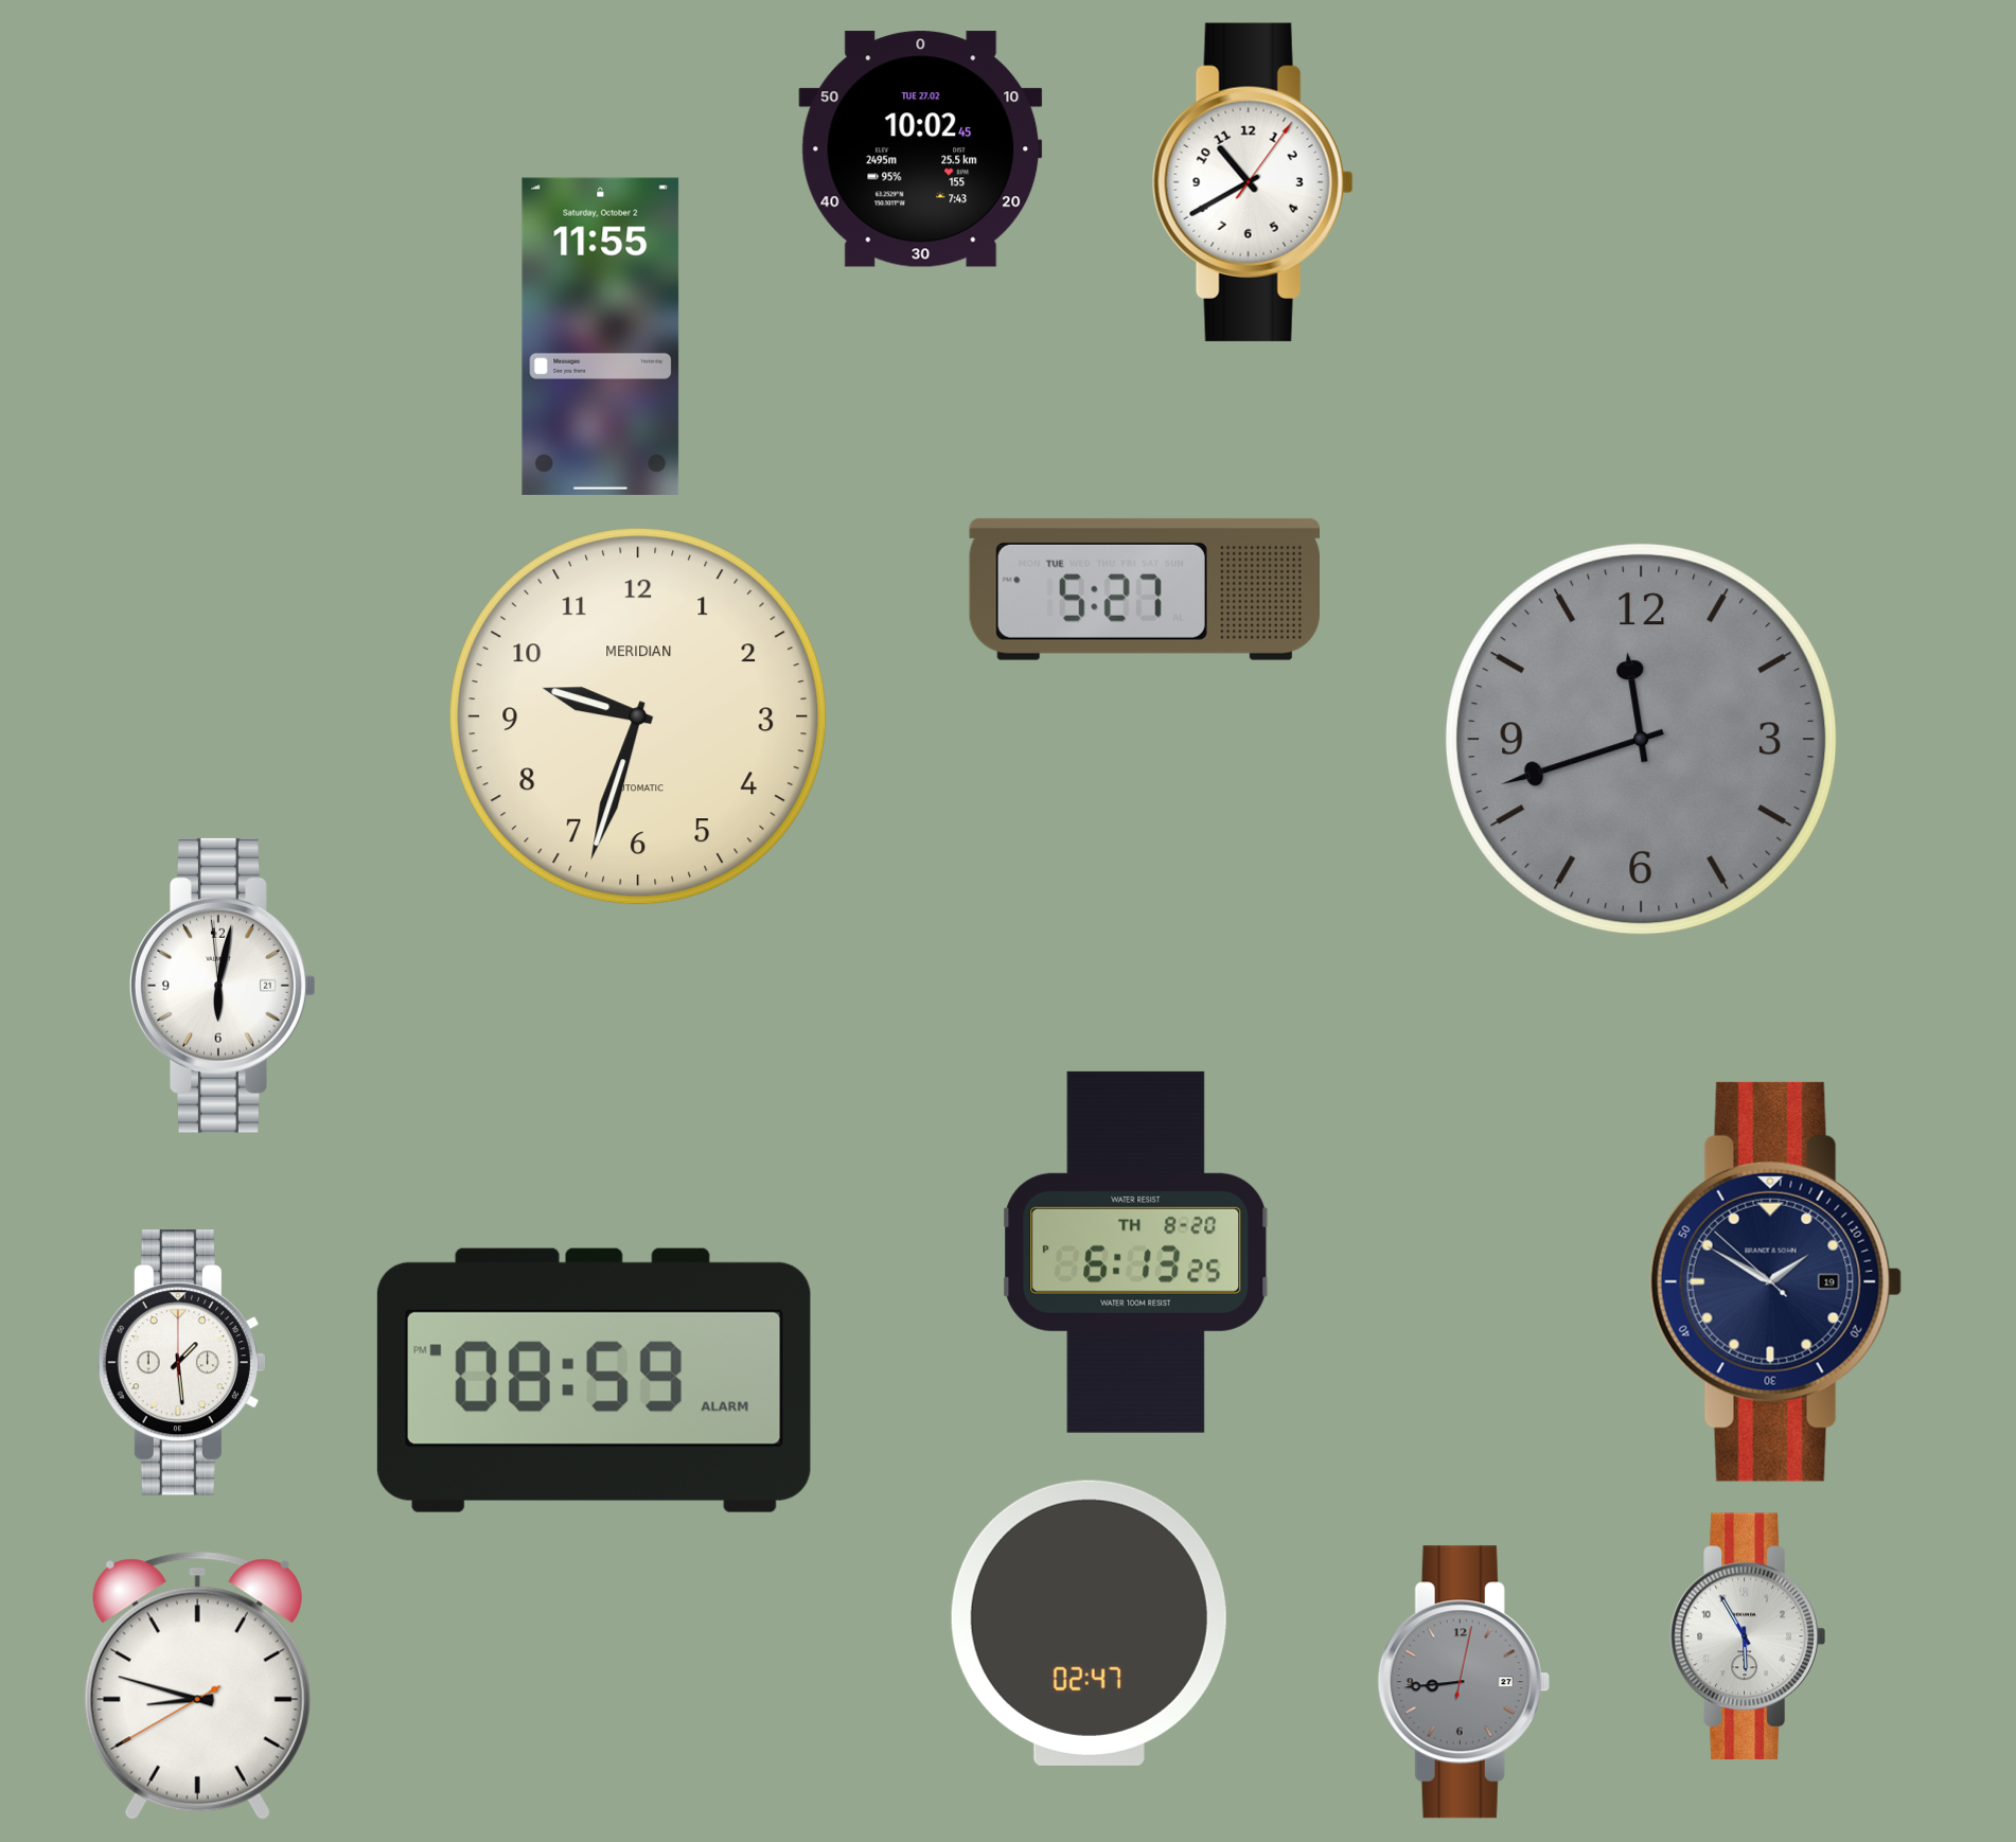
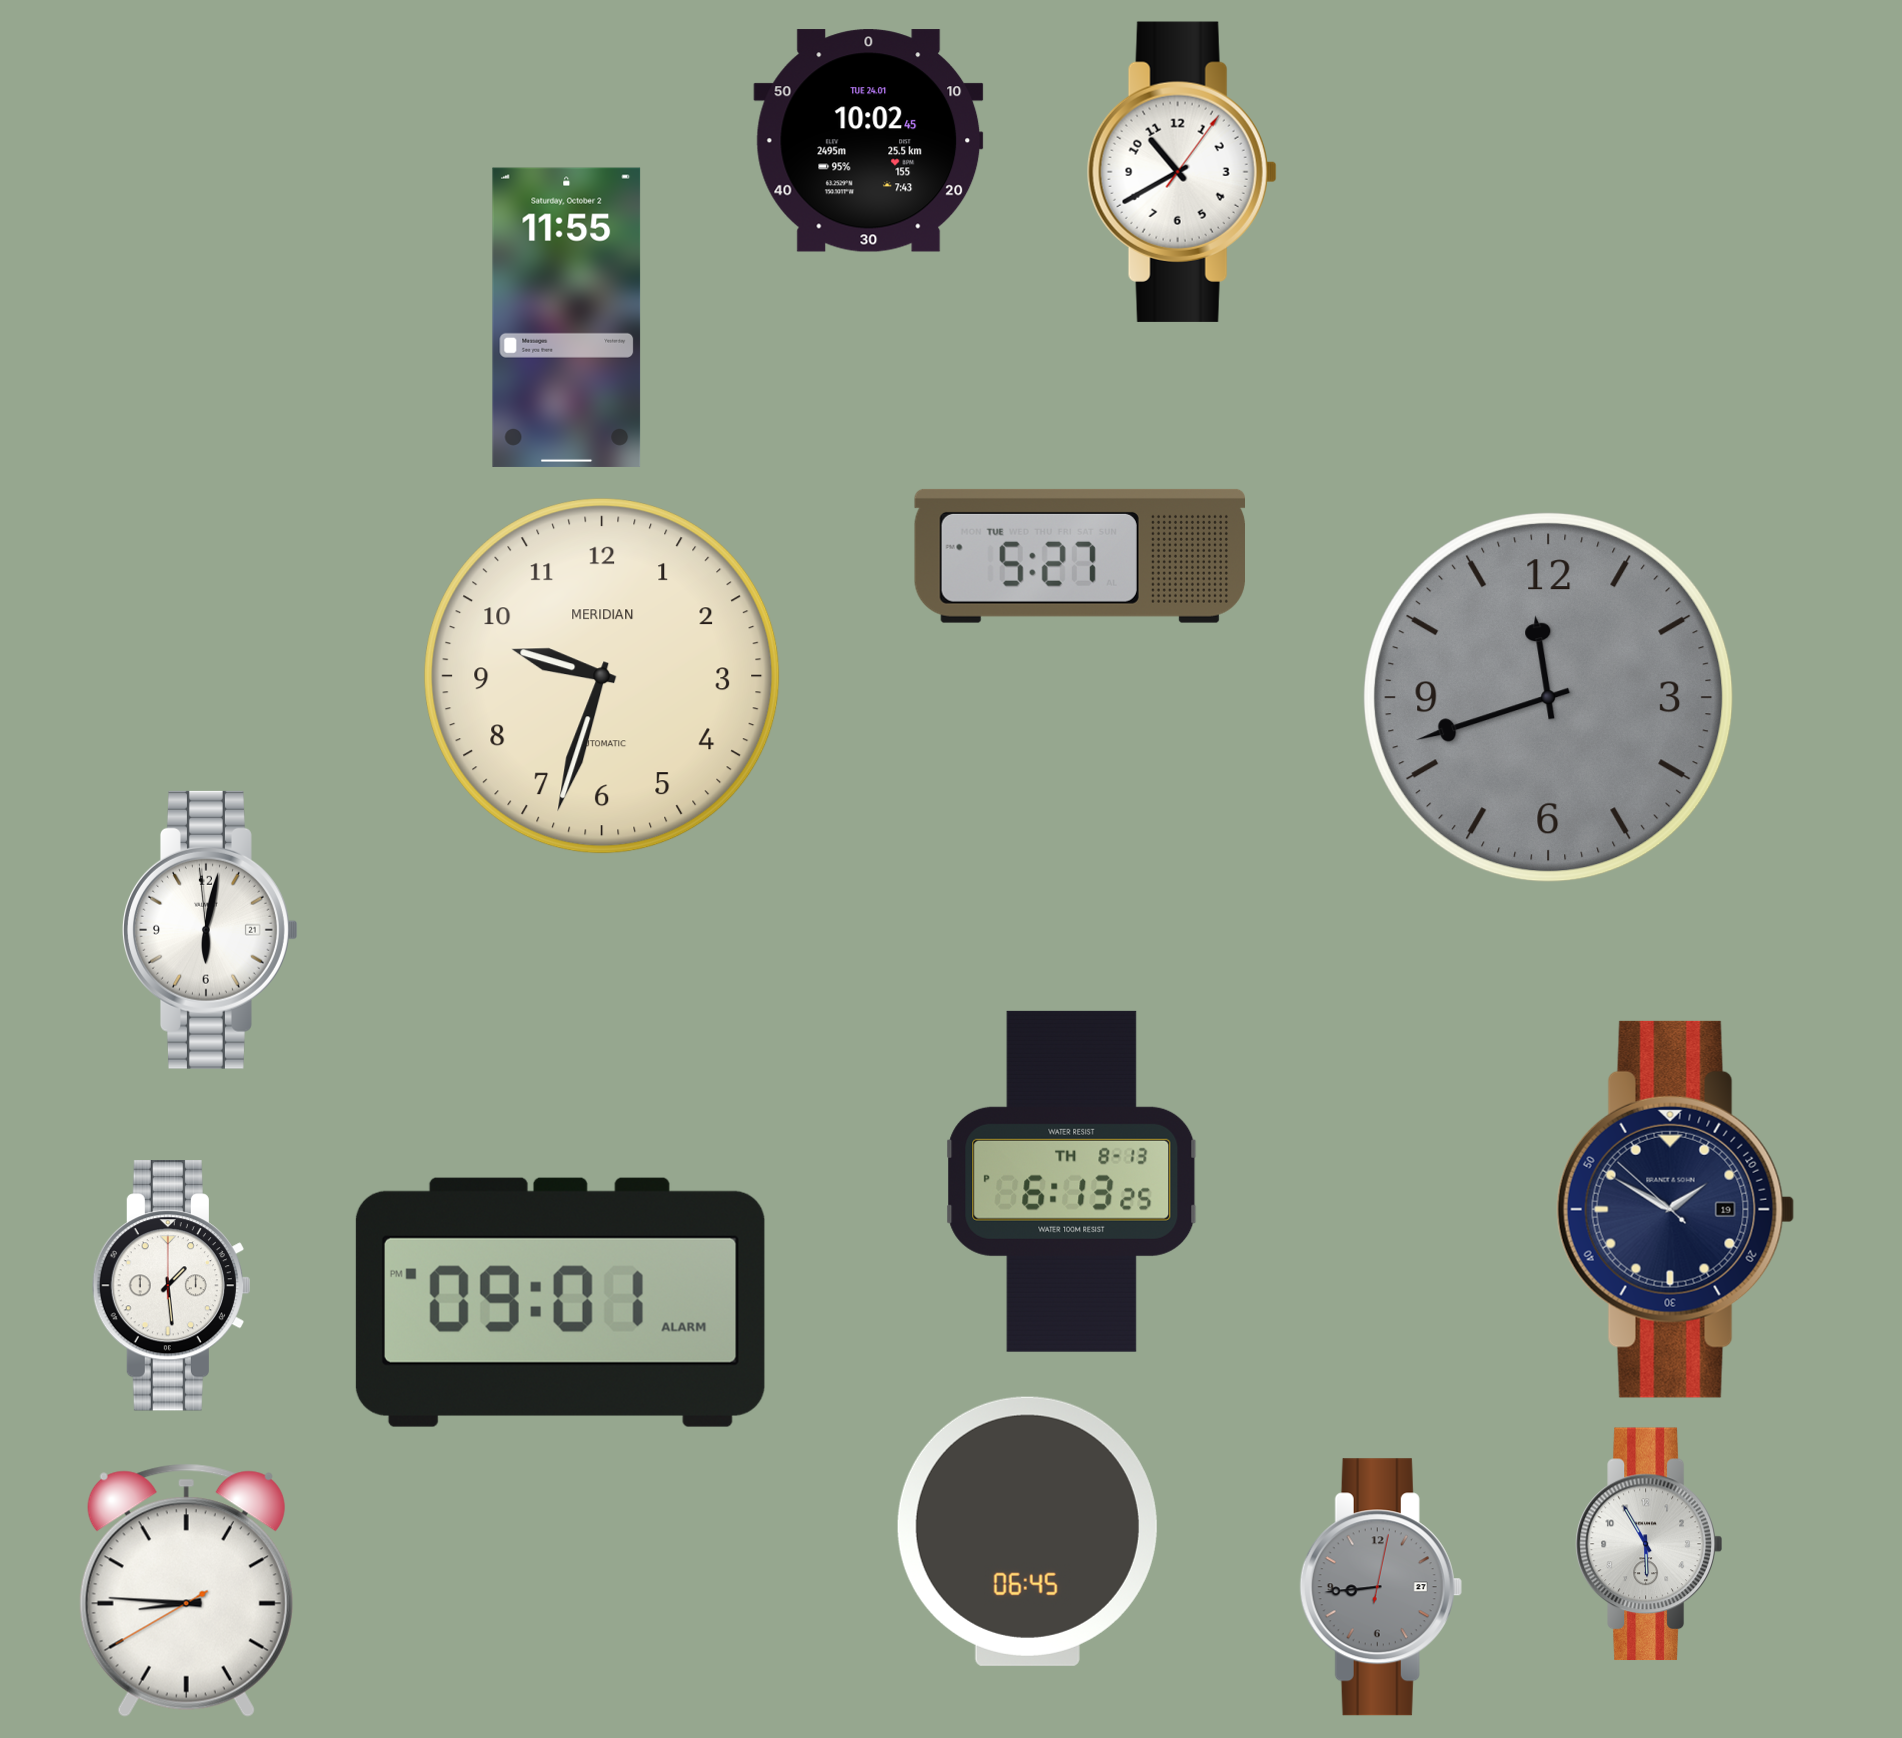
clock at (921, 149) date: TUE 27.02 -> TUE 24.01
clock at (1136, 1252) date: TH 8-20 -> TH 8-13
clock at (594, 1380): 08:59 -> 09:01
clock at (1089, 1623): 02:47 -> 06:45
clock at (197, 1685): 8:47 -> 8:45
